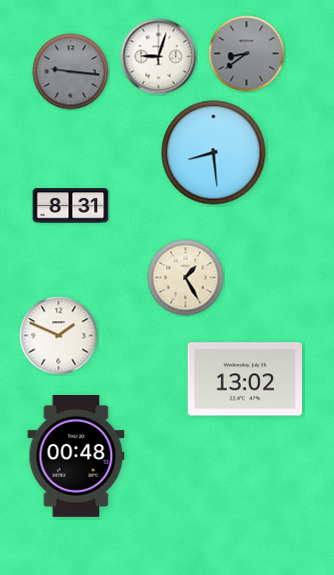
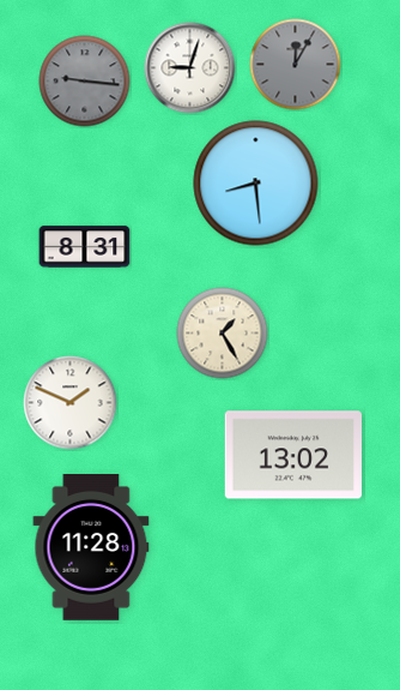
clock at (247, 54): 8:39 -> 12:05
clock at (71, 72) position: (71, 72) -> (85, 82)
clock at (76, 457): 00:48 -> 11:28
